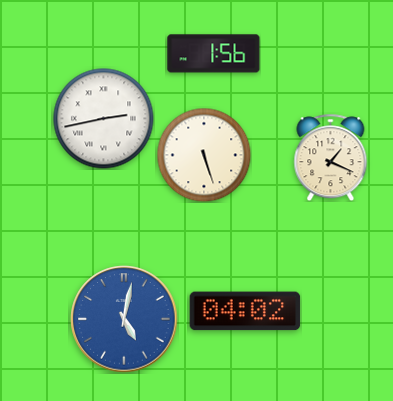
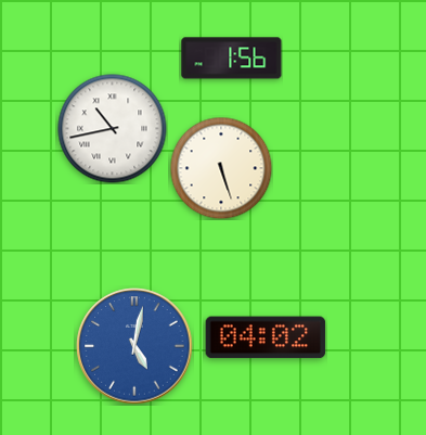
clock at (104, 119): 2:43 -> 10:43
clock at (331, 157): 1:19 -> none
